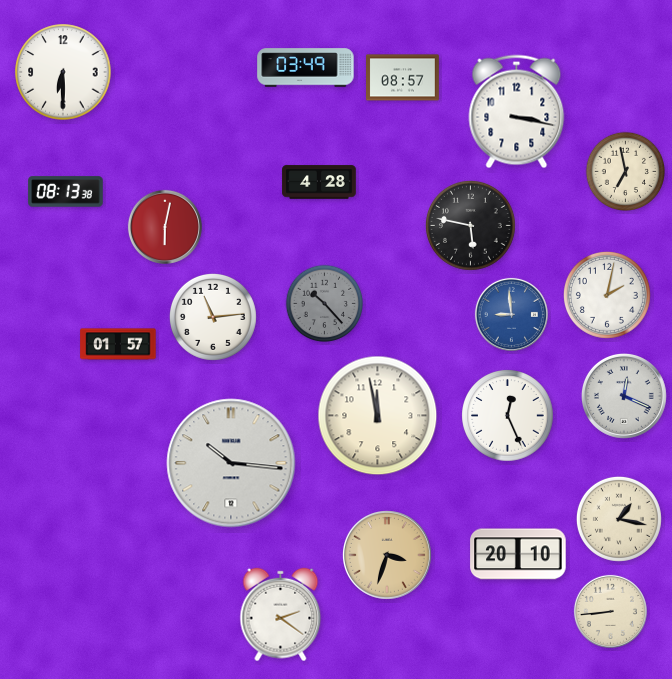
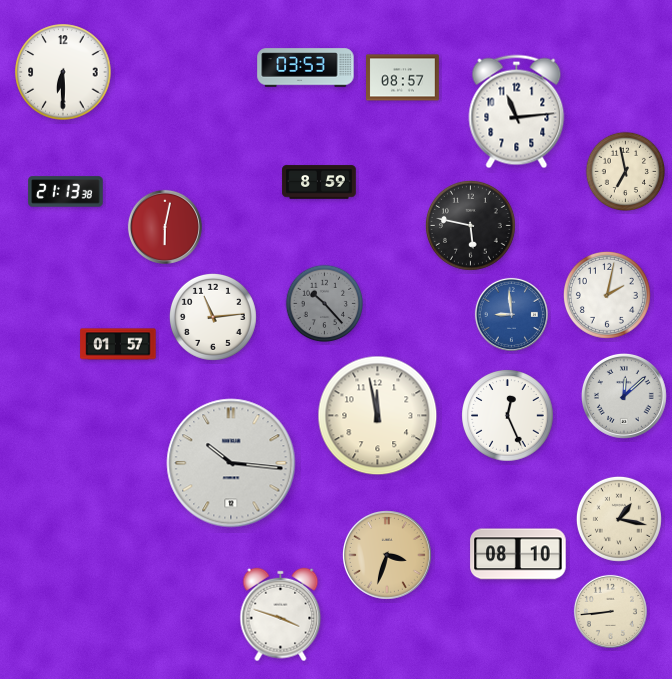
clock at (306, 68): 03:49 -> 03:53
clock at (517, 112): 3:17 -> 11:14
clock at (319, 182): 4:28 -> 8:59
clock at (66, 192): 08:13 -> 21:13
clock at (624, 396): 12:19 -> 12:08
clock at (518, 554): 20:10 -> 08:10
clock at (281, 615): 2:21 -> 3:48
